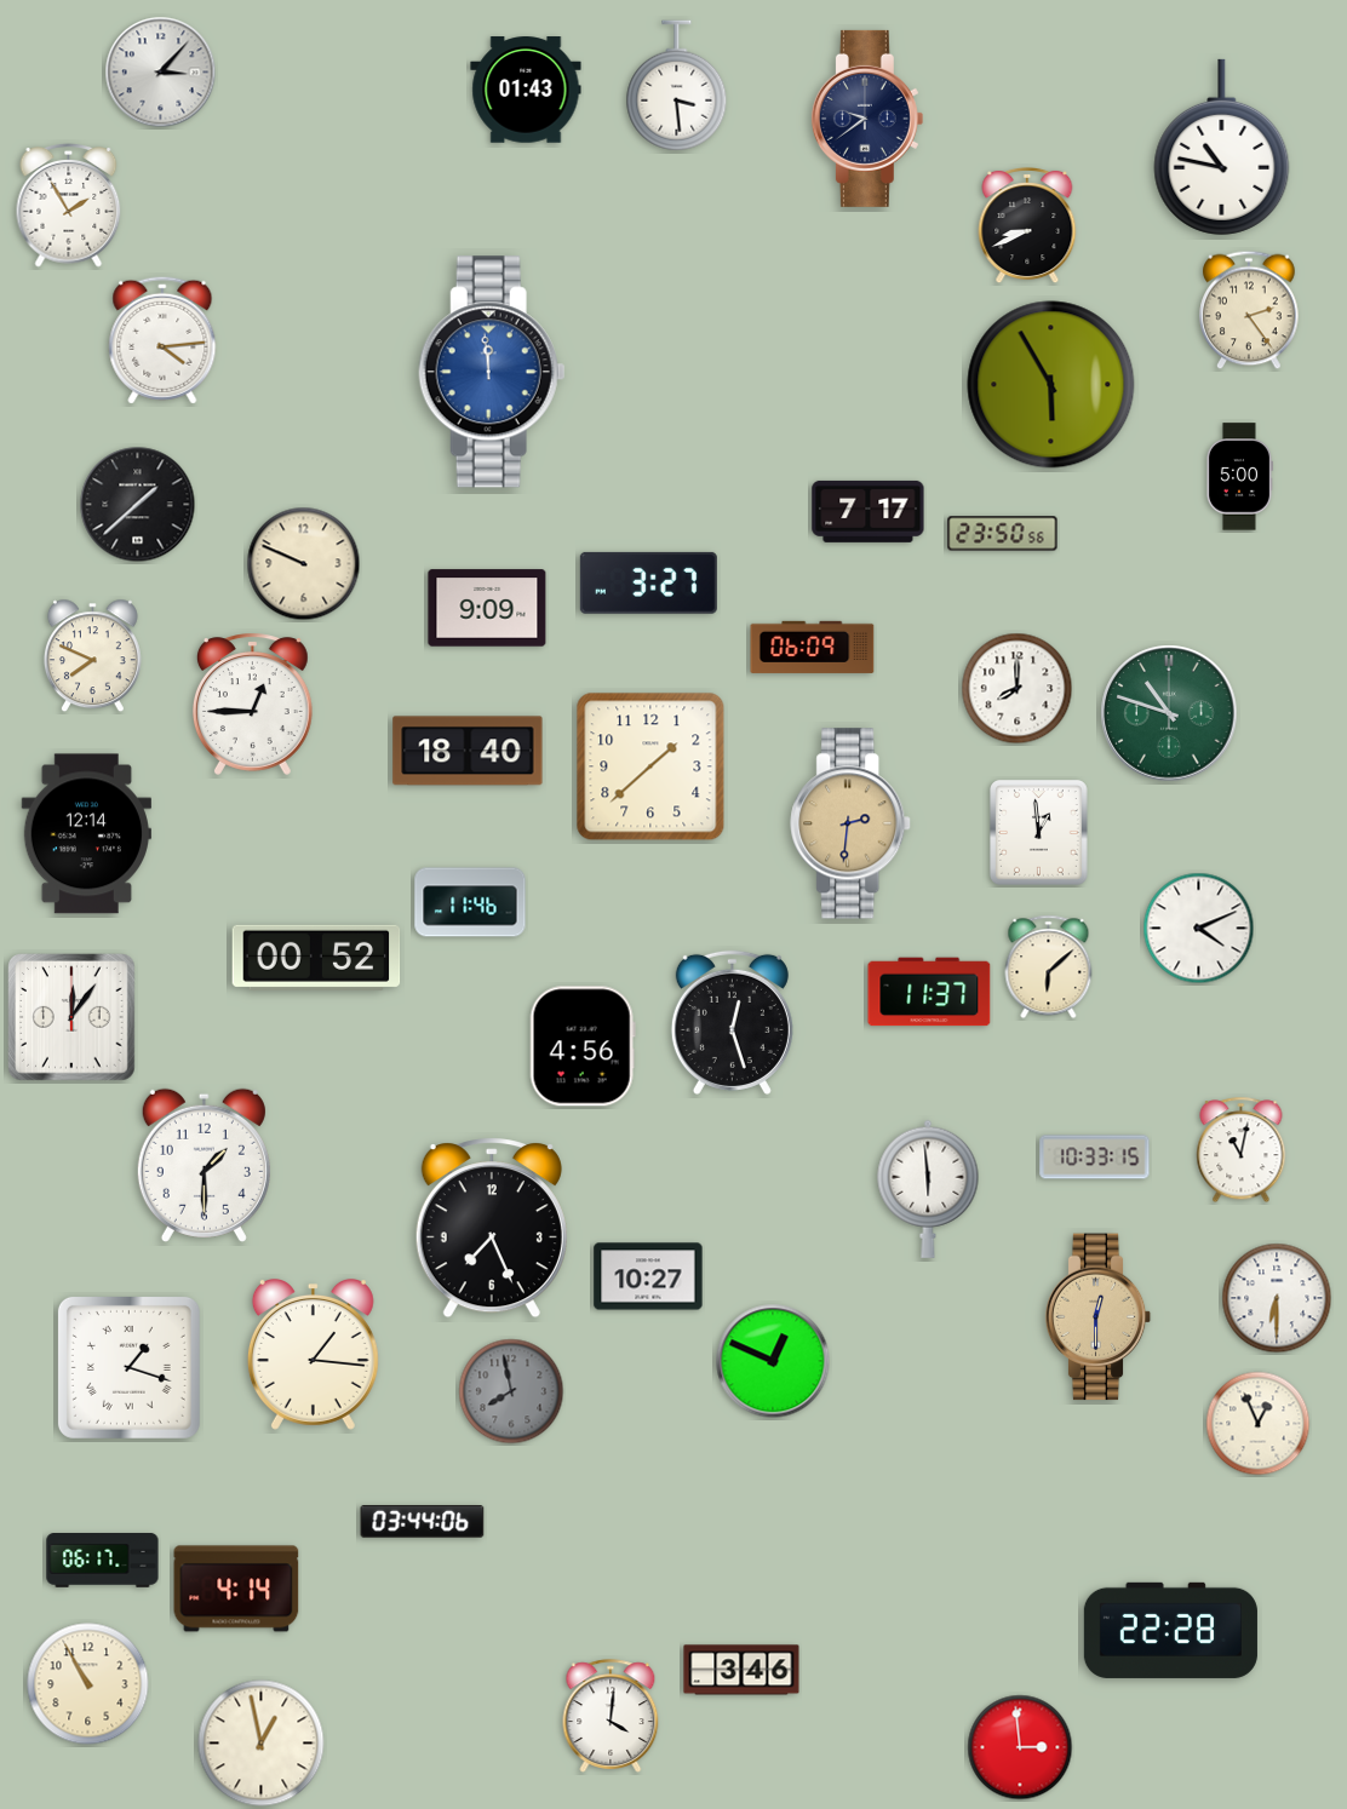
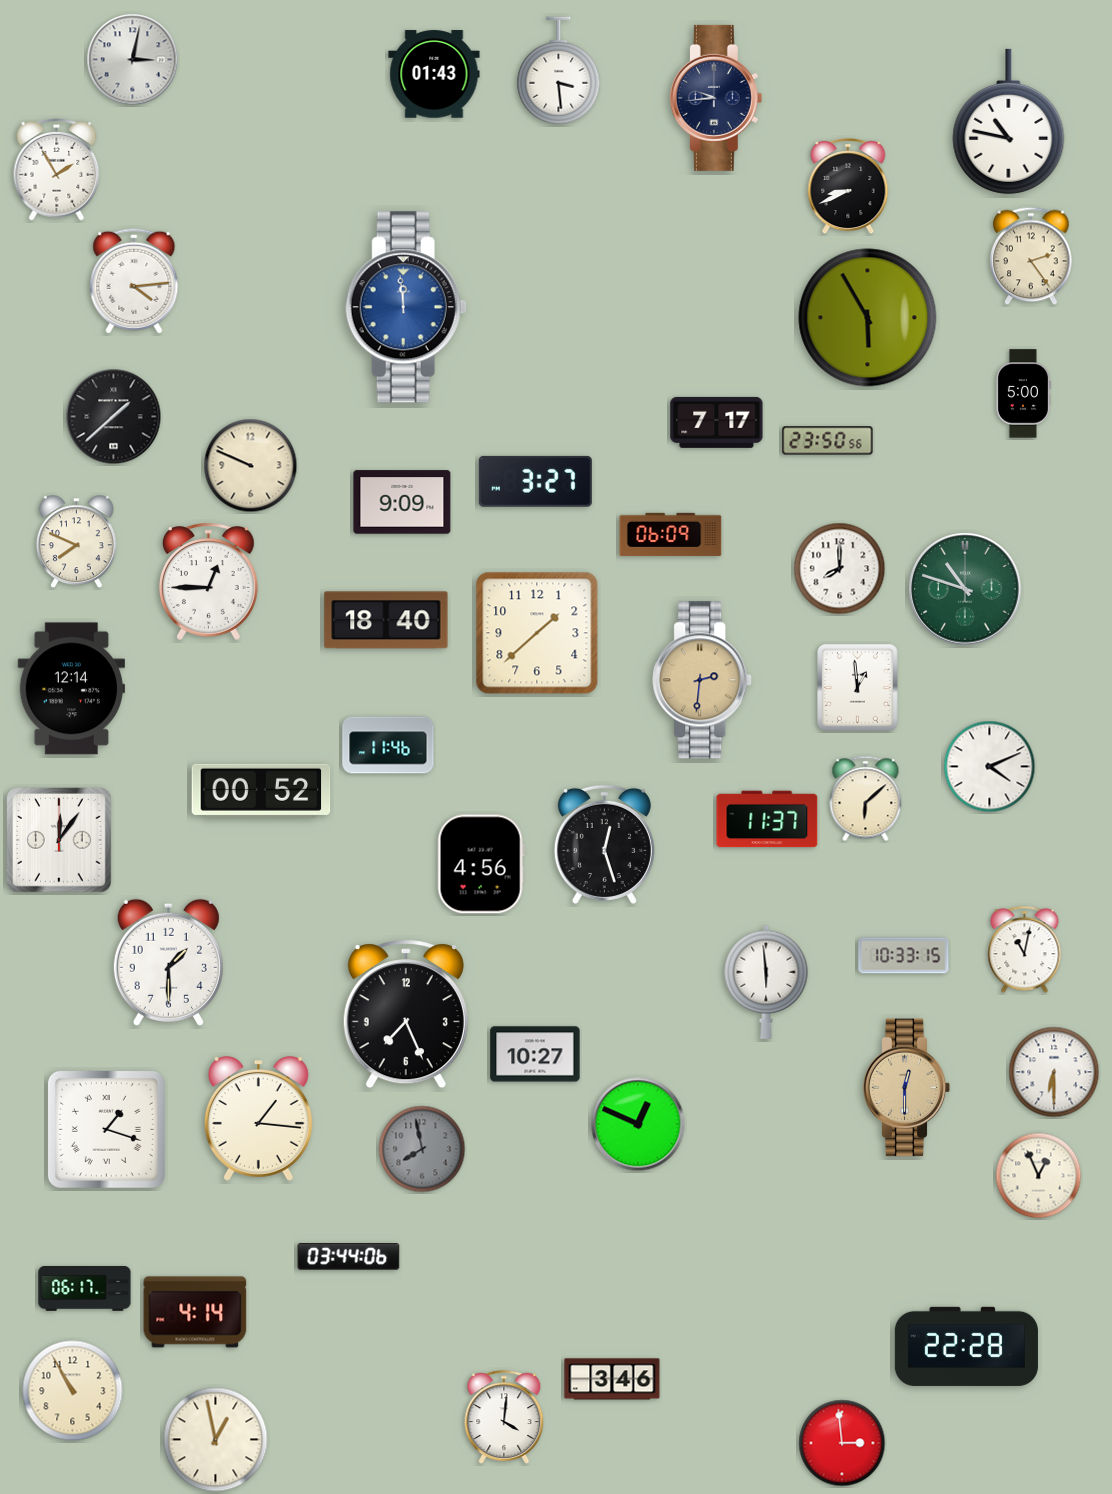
clock at (161, 73): 3:07 -> 3:02
clock at (867, 119): 9:39 -> 9:44
